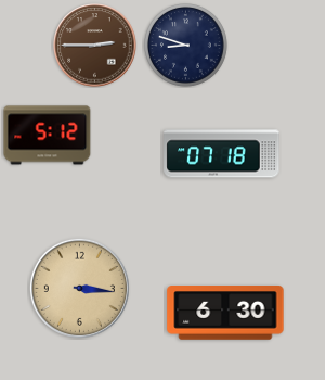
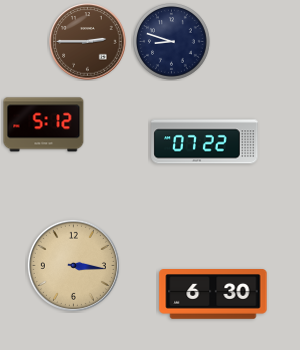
clock at (222, 154): 07:18 -> 07:22
clock at (225, 313) position: (225, 313) -> (213, 294)
